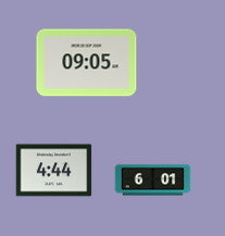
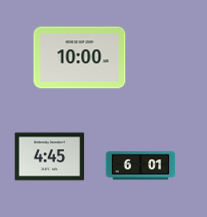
clock at (87, 63): 09:05 -> 10:00
clock at (54, 171): 4:44 -> 4:45
